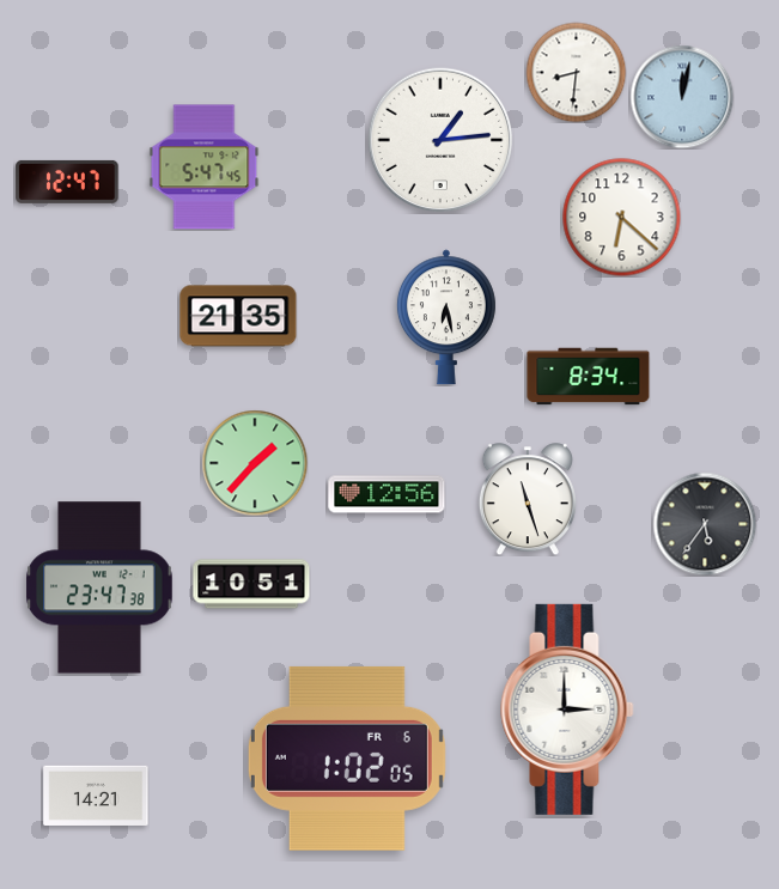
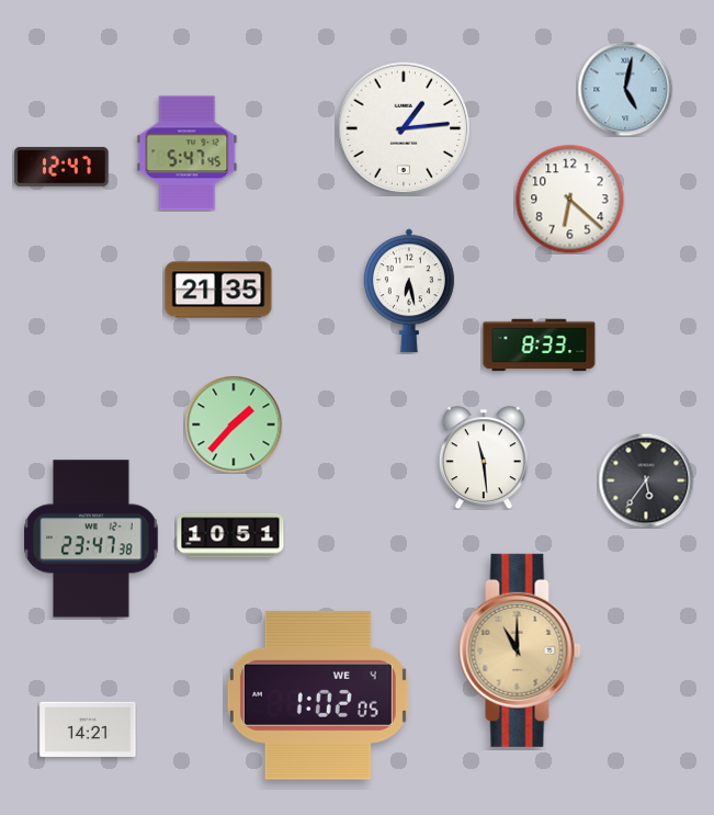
clock at (576, 72): 8:31 -> none
clock at (682, 97): 12:02 -> 5:02
clock at (589, 377): 8:34 -> 8:33
clock at (387, 494): 12:56 -> none
clock at (528, 499): 11:27 -> 11:29
clock at (567, 710): 3:00 -> 11:00
clock at (567, 710) dial: white -> champagne
clock at (347, 759) date: FR 6 -> WE 4
